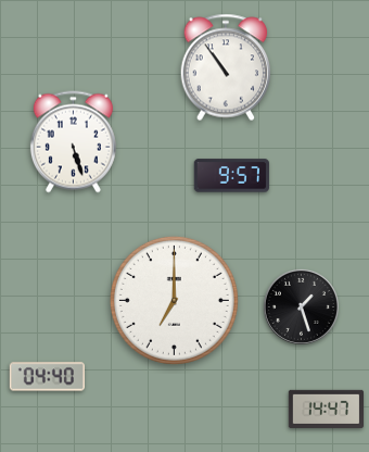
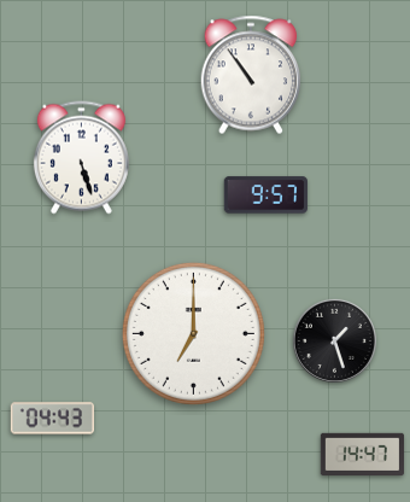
clock at (231, 176) position: (231, 176) -> (265, 195)
clock at (47, 377): 04:40 -> 04:43
